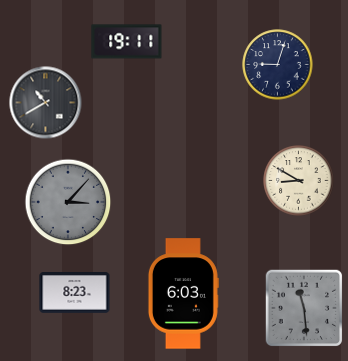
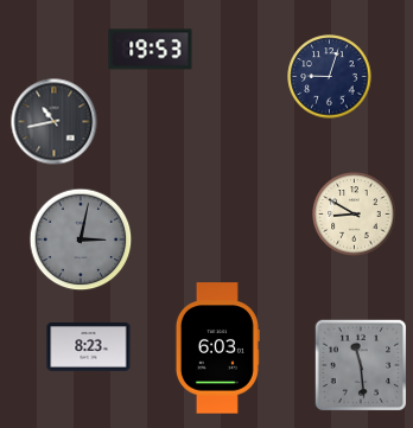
clock at (127, 42): 19:11 -> 19:53
clock at (46, 103): 10:40 -> 10:43
clock at (68, 202): 3:07 -> 3:02
